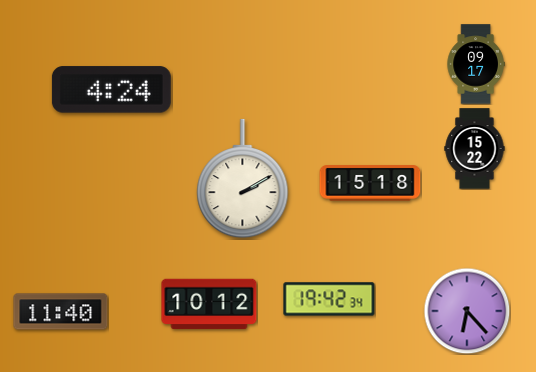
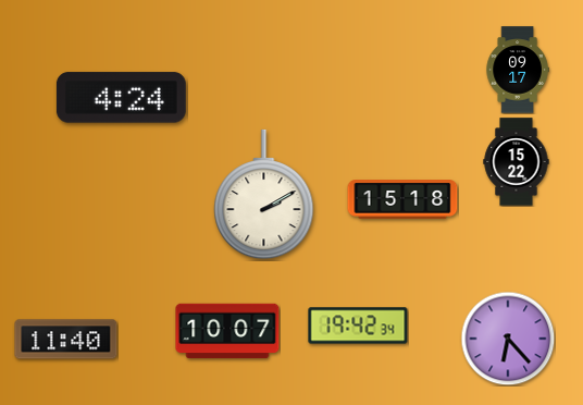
clock at (209, 304): 10:12 -> 10:07
